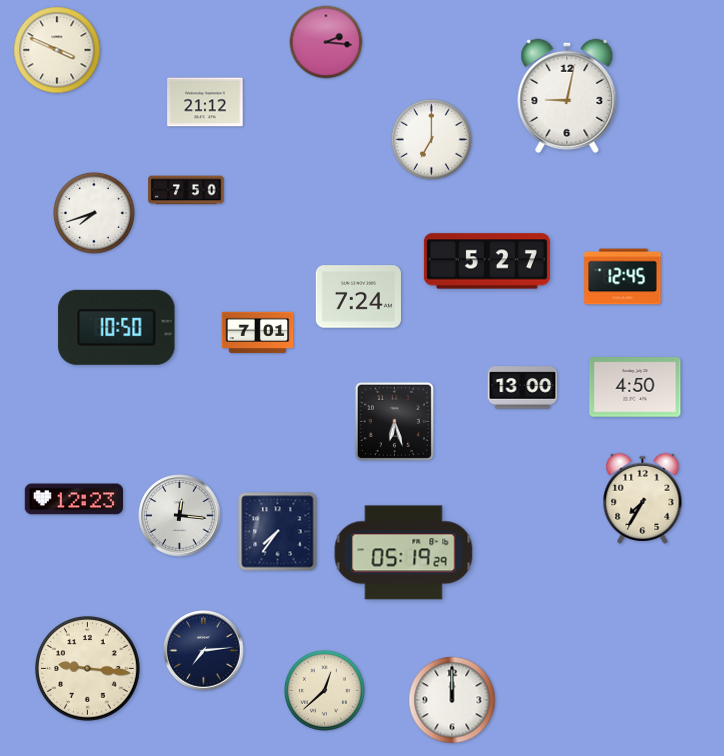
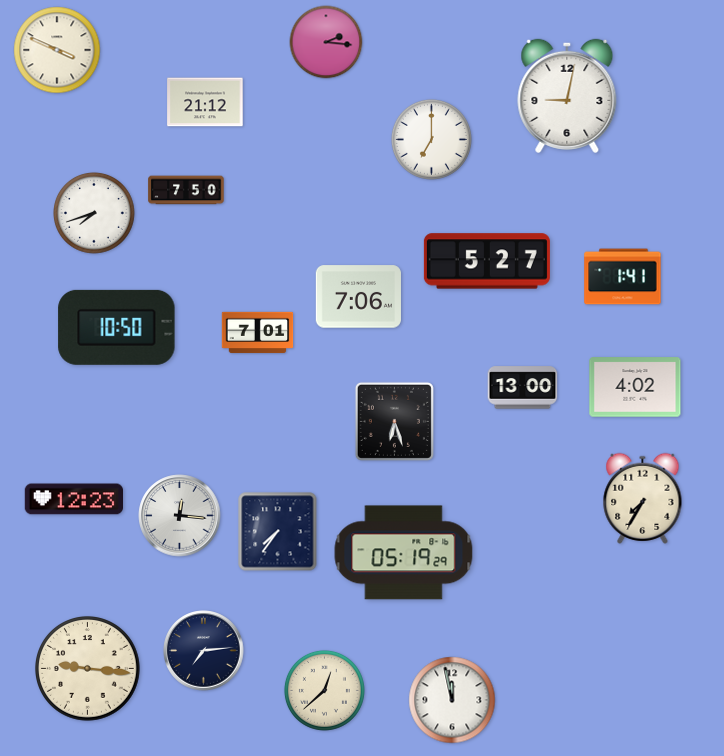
clock at (623, 277): 12:45 -> 1:41
clock at (358, 297): 7:24 -> 7:06
clock at (635, 387): 4:50 -> 4:02
clock at (452, 700): 12:00 -> 11:58
